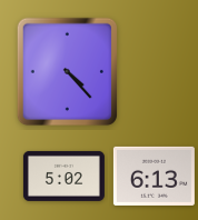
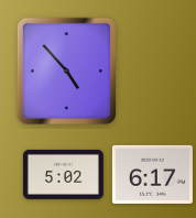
clock at (68, 72): 4:23 -> 4:53
clock at (154, 176): 6:13 -> 6:17
